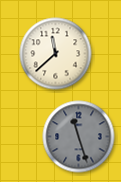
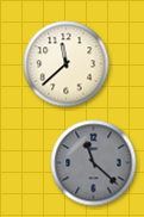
clock at (79, 137): 11:27 -> 11:22
